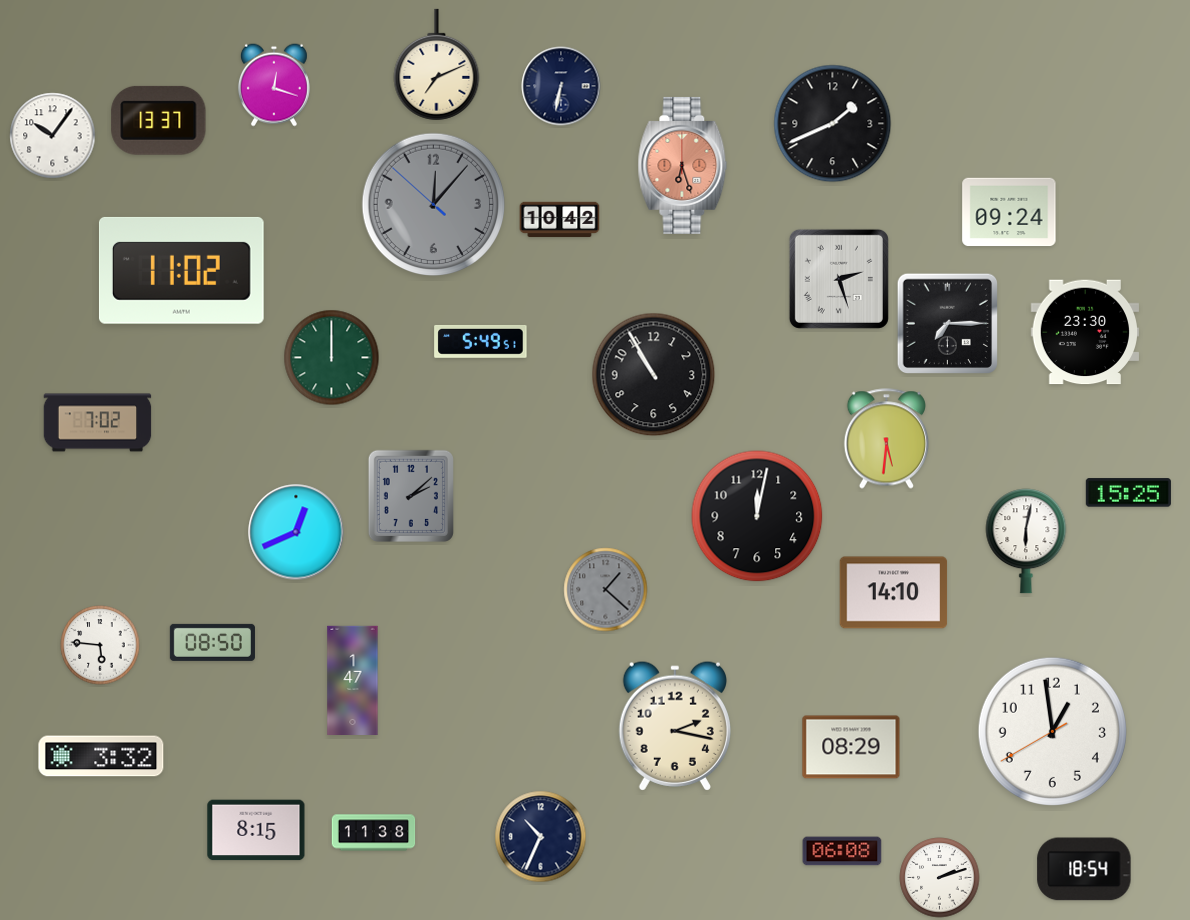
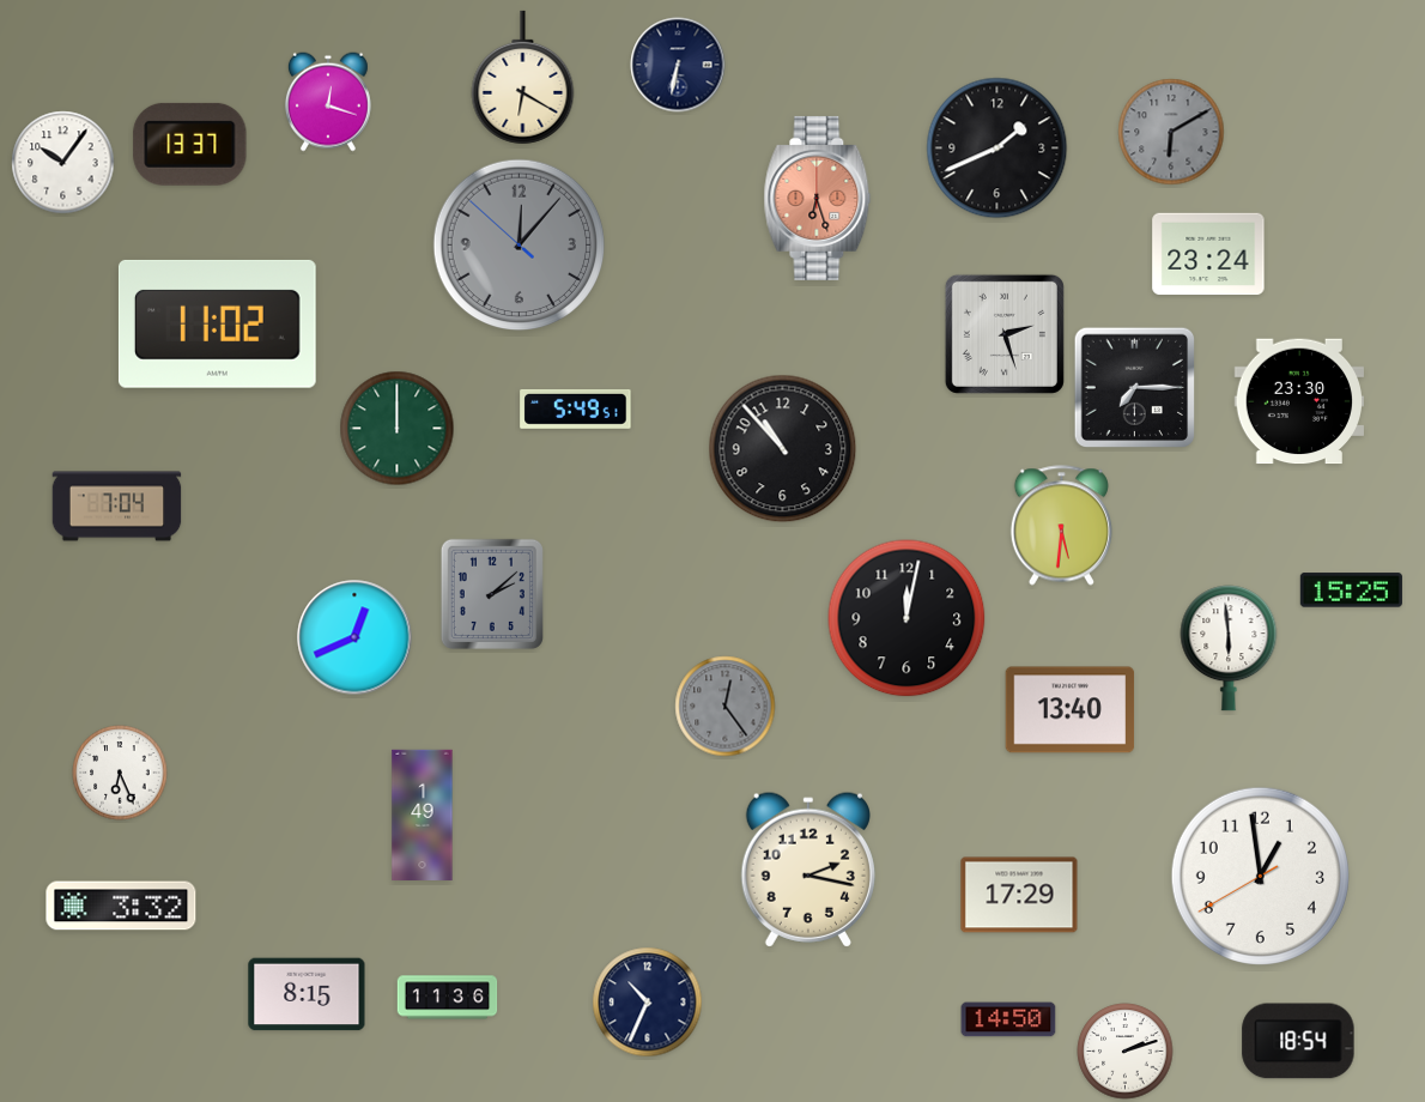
clock at (437, 65): 7:11 -> 6:20
clock at (561, 86) position: (561, 86) -> (678, 65)
clock at (1171, 132): none -> 6:10
clock at (1009, 212): 09:24 -> 23:24
clock at (560, 220): 10:42 -> none
clock at (1084, 332) position: (1084, 332) -> (1298, 401)
clock at (654, 375): 10:55 -> 10:53
clock at (98, 423): 7:02 -> 7:04
clock at (1026, 541): 6:02 -> 5:59
clock at (606, 590): 1:22 -> 12:24
clock at (894, 593): 14:10 -> 13:40
clock at (212, 642): 08:50 -> none
clock at (100, 645): 5:46 -> 6:26
clock at (353, 680): 1:47 -> 1:49
clock at (851, 747): 08:29 -> 17:29
clock at (374, 833): 11:38 -> 11:36
clock at (842, 851): 06:08 -> 14:50
